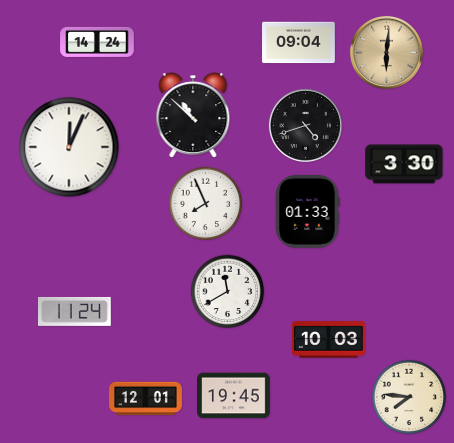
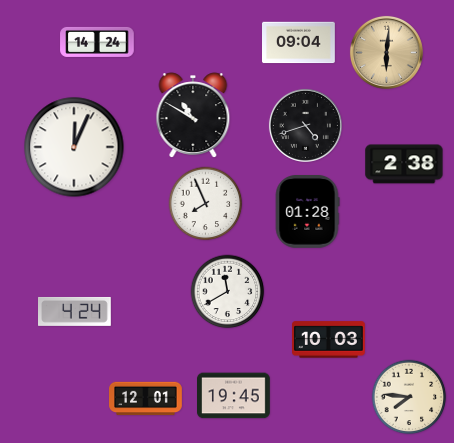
clock at (193, 115): 10:52 -> 10:50
clock at (69, 147) position: (69, 147) -> (74, 147)
clock at (404, 164): 3:30 -> 2:38
clock at (307, 212): 01:33 -> 01:28
clock at (75, 311): 11:24 -> 4:24
